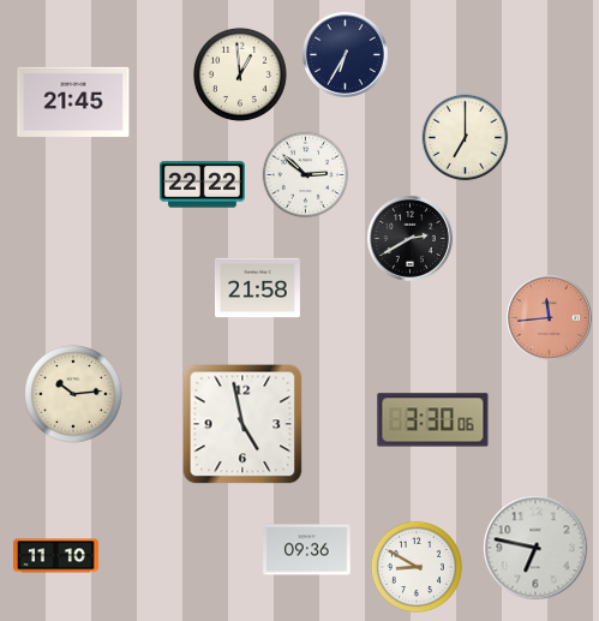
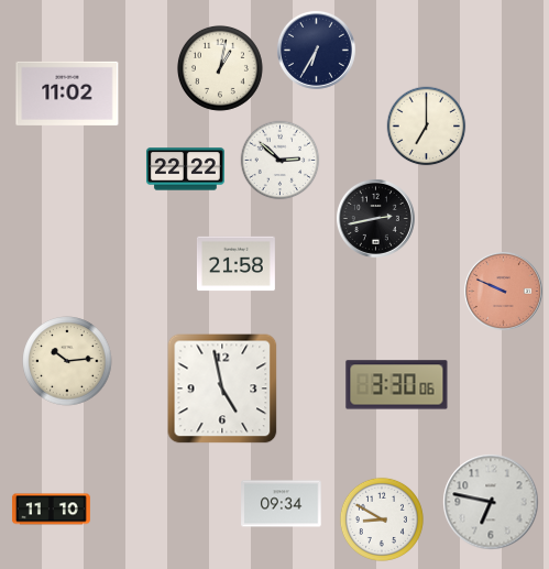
clock at (240, 74): 12:59 -> 1:02
clock at (73, 102): 21:45 -> 11:02
clock at (409, 238): 2:40 -> 2:43
clock at (549, 317): 11:44 -> 9:49
clock at (307, 550): 09:36 -> 09:34
